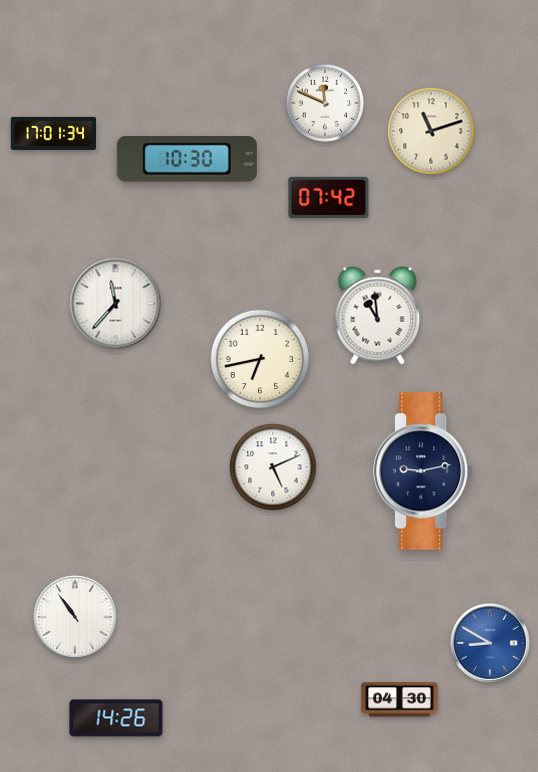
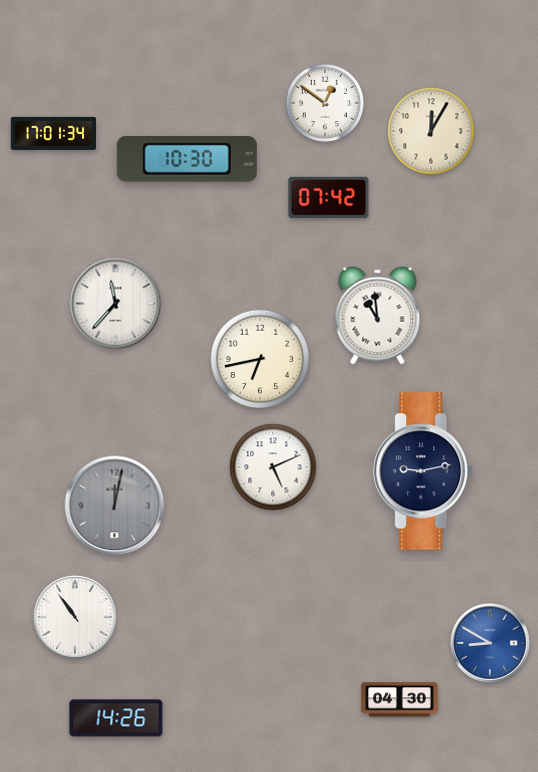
clock at (325, 103): 11:49 -> 12:51
clock at (431, 131): 11:12 -> 12:05
clock at (115, 506): none -> 12:02
